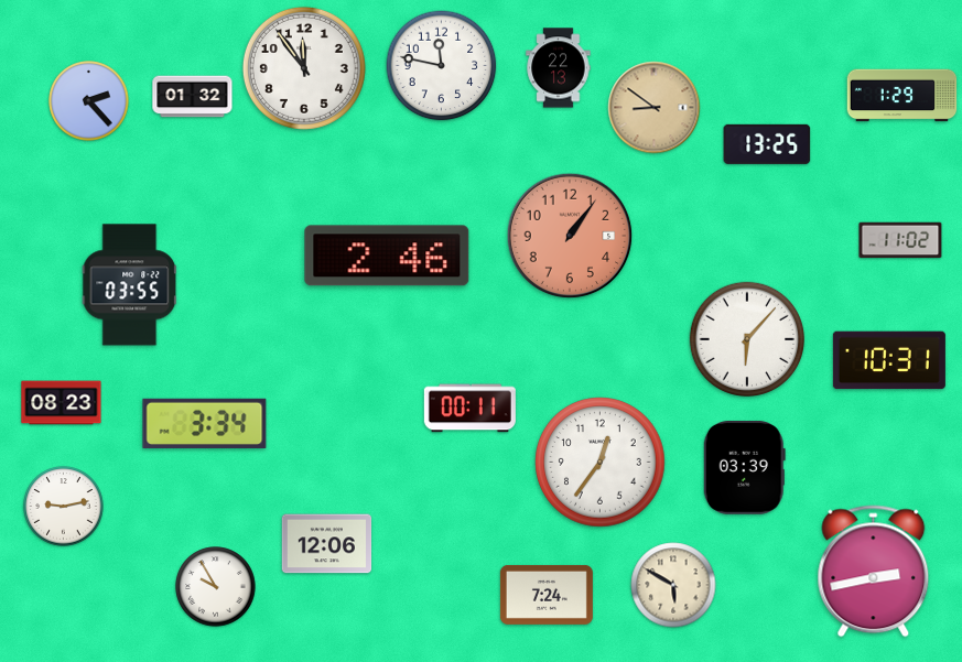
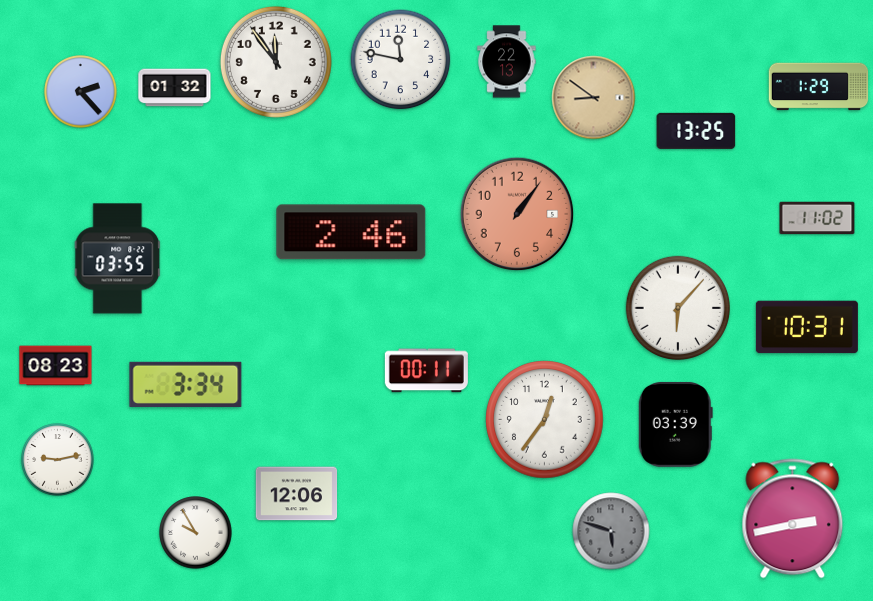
clock at (673, 585): 5:50 -> 5:48
clock at (673, 585) dial: cream -> grey
clock at (547, 595): 7:24 -> none
